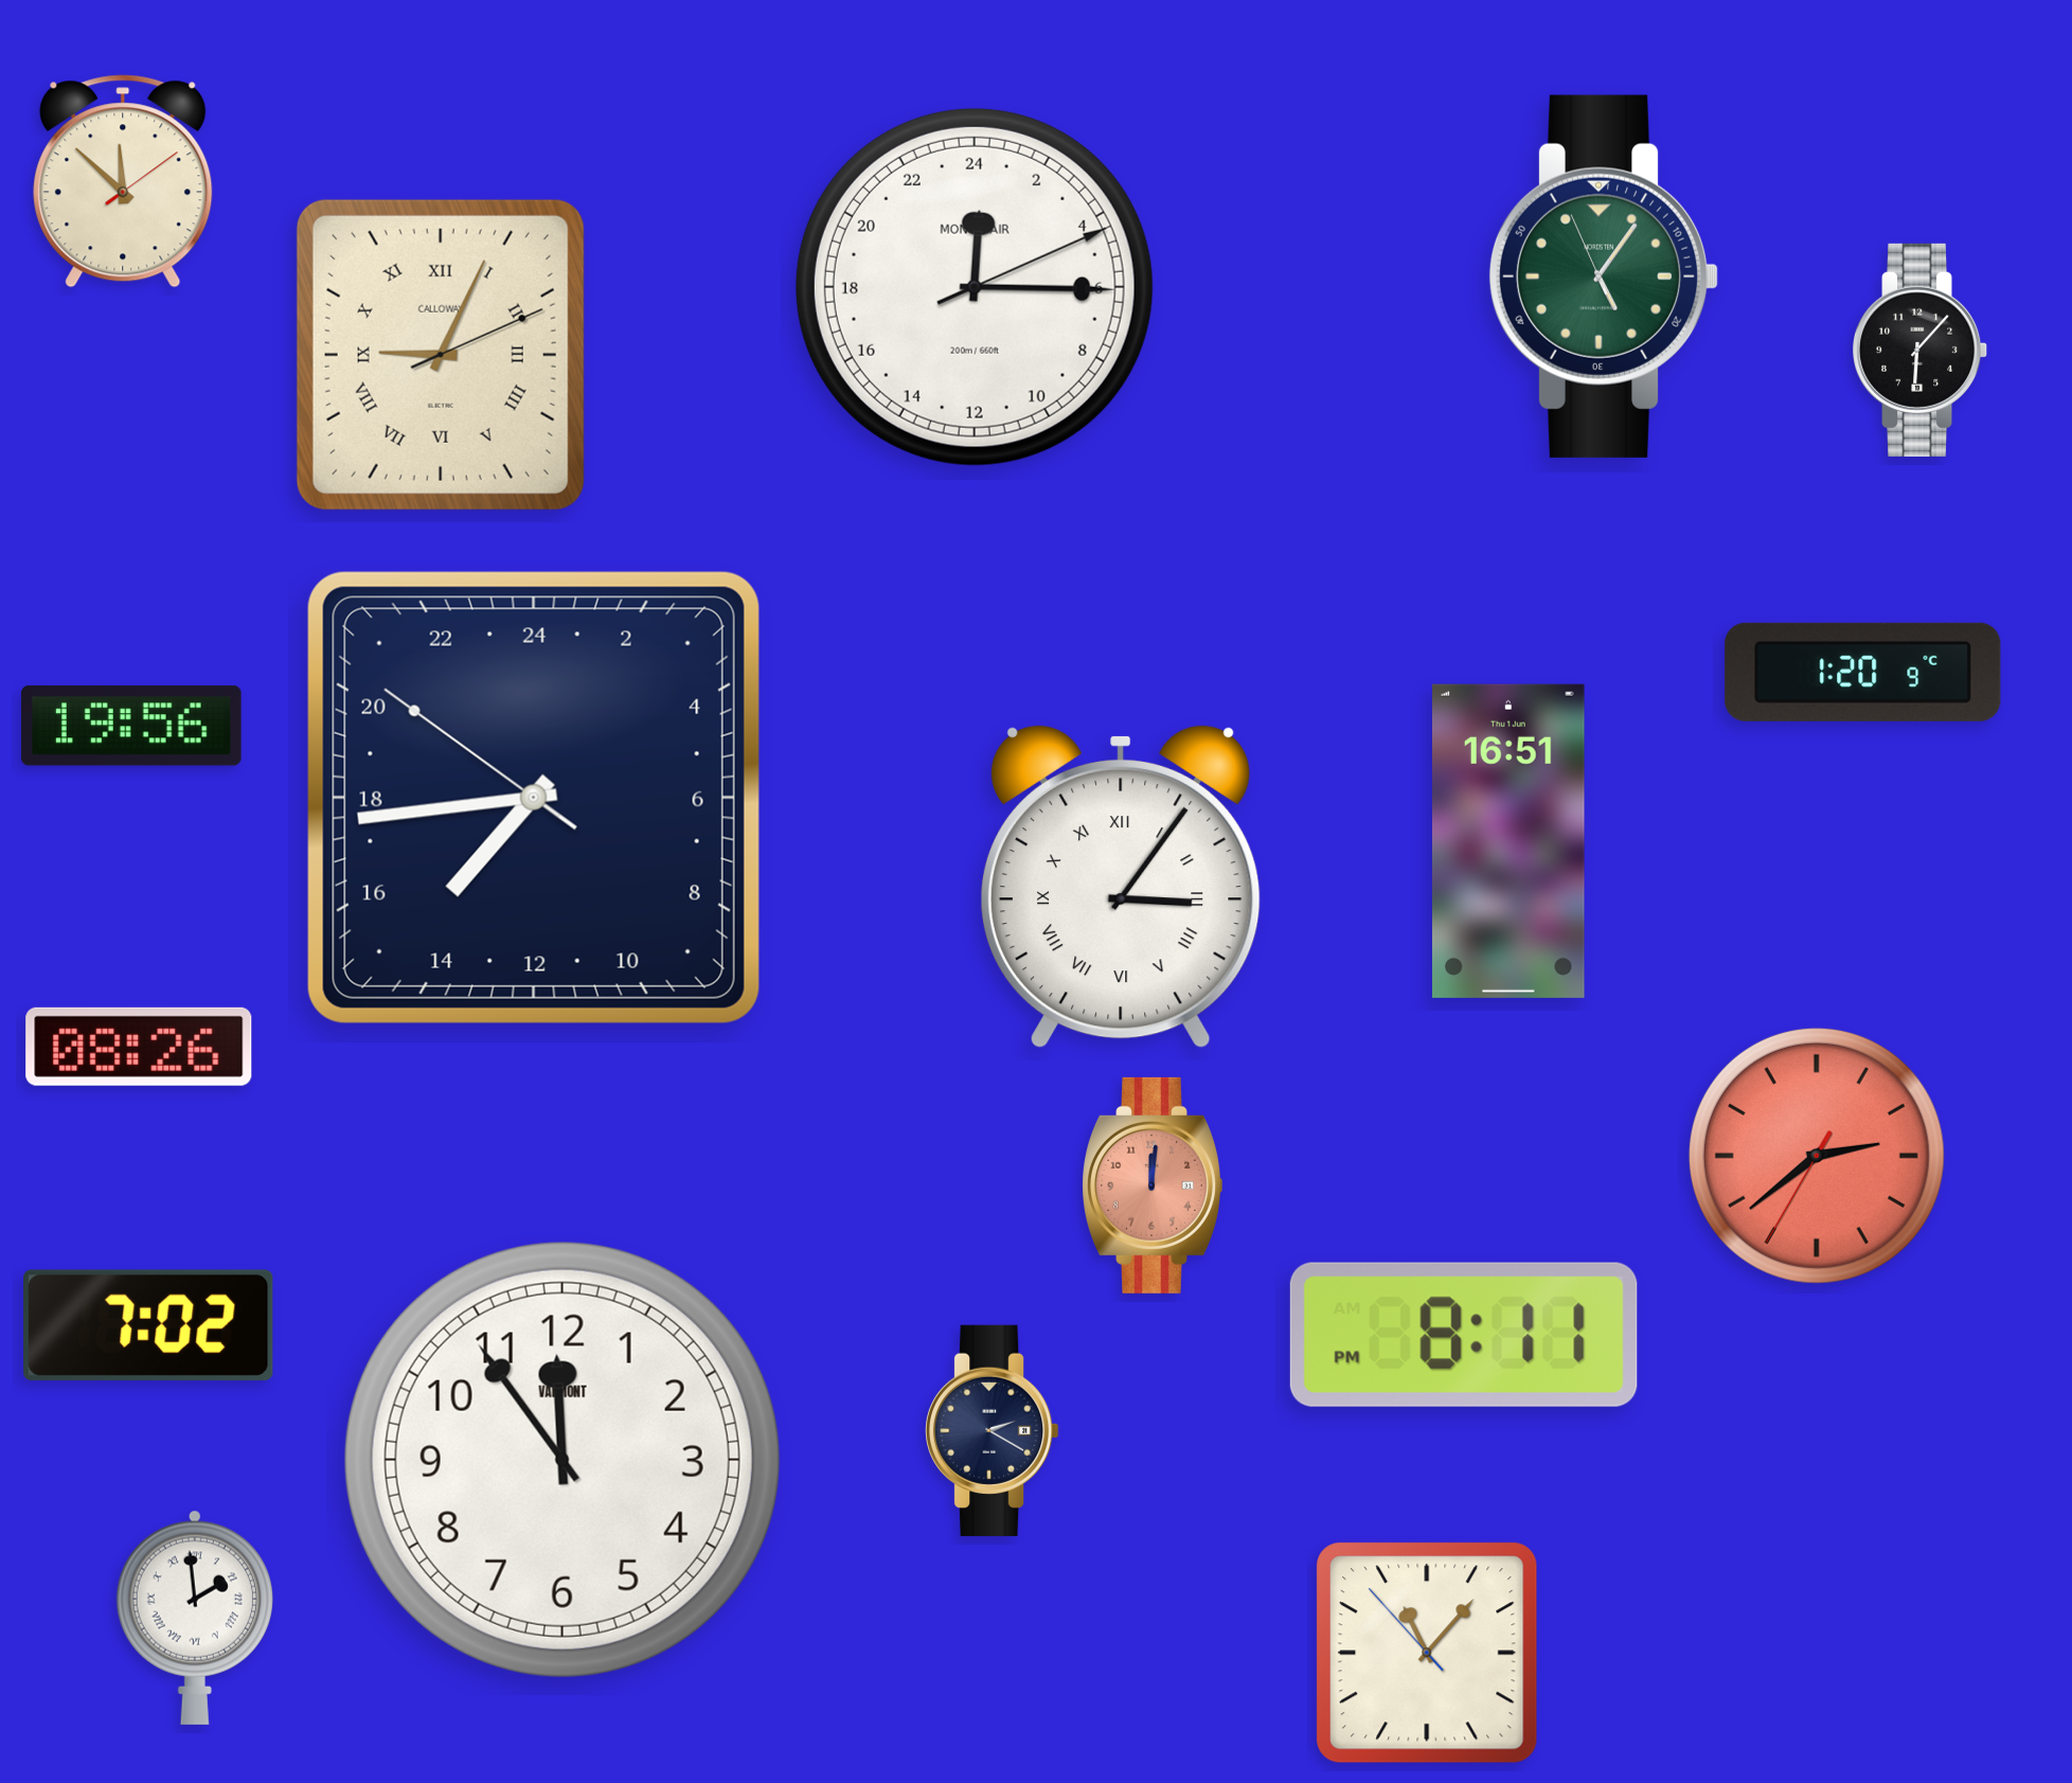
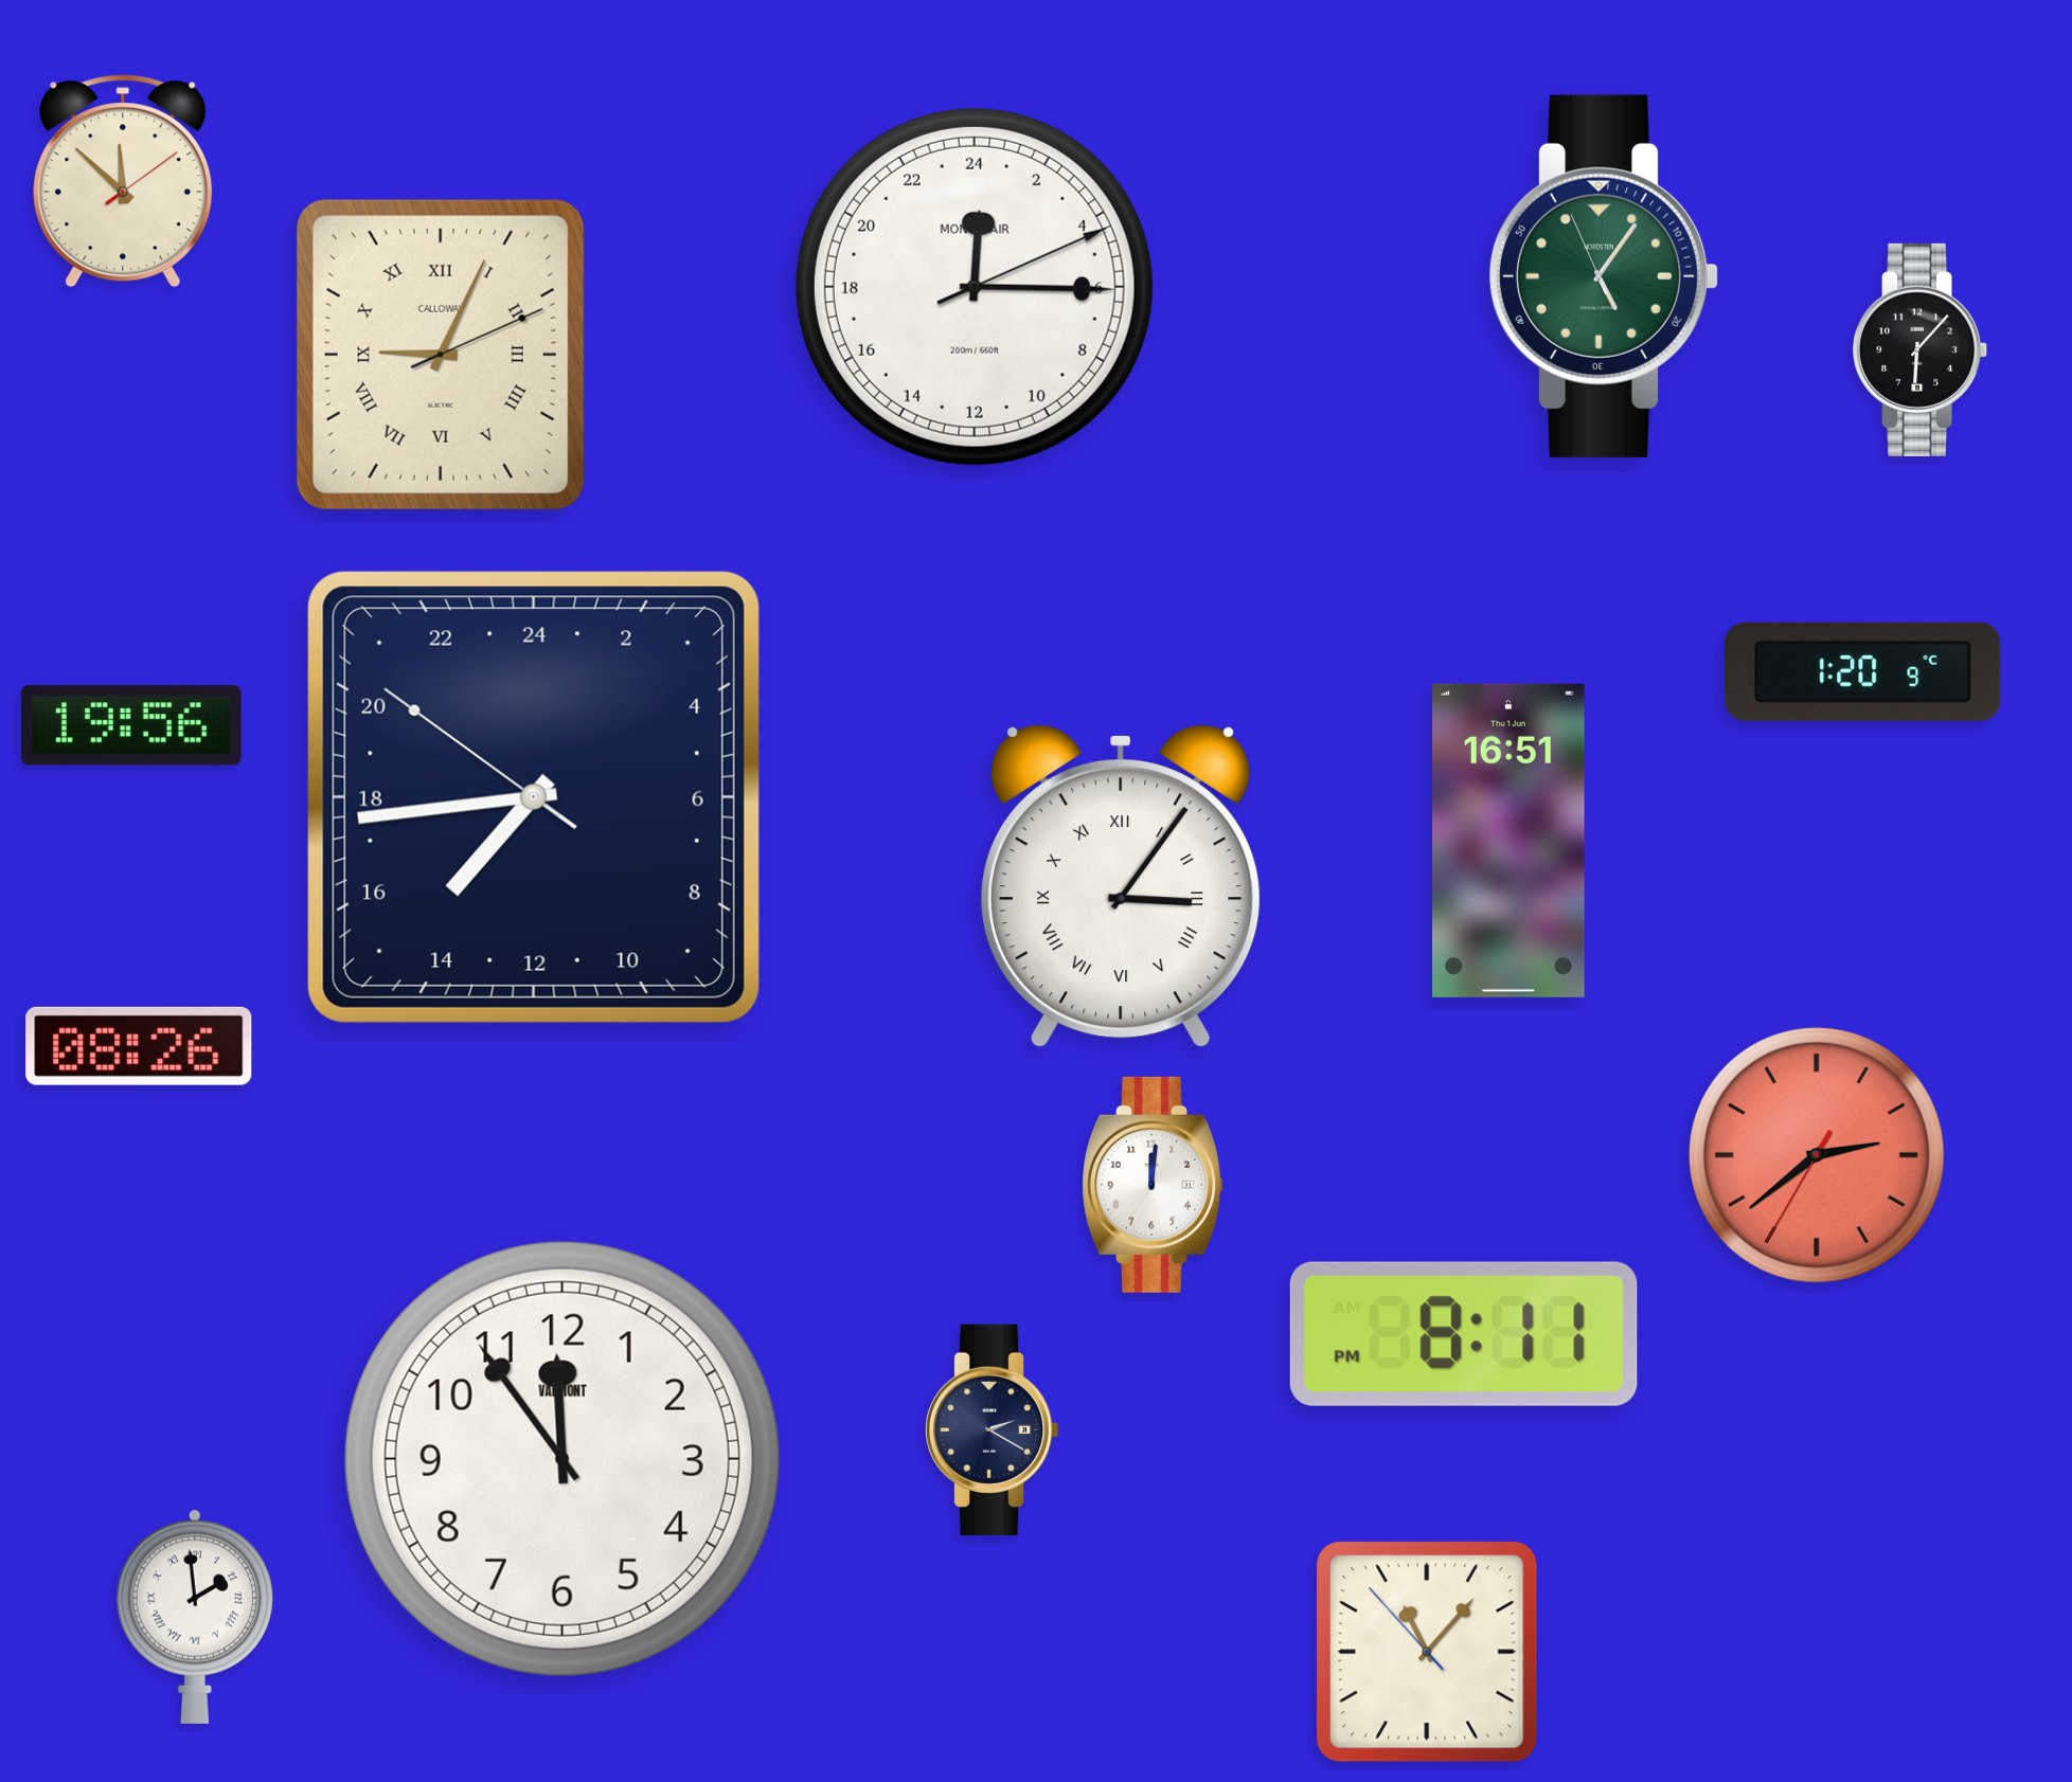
clock at (1153, 1185) dial: salmon -> white
clock at (148, 1325): 7:02 -> none
